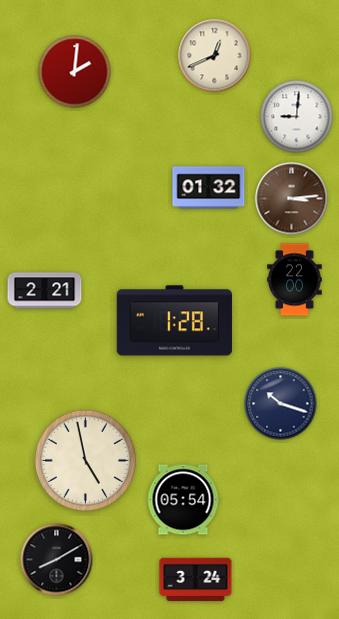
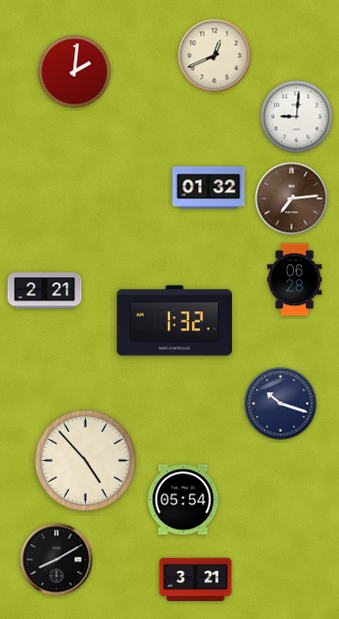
clock at (292, 199): 3:14 -> 7:14
clock at (295, 280): 22:00 -> 06:28
clock at (174, 321): 1:28 -> 1:32
clock at (85, 460): 4:58 -> 4:53
clock at (196, 579): 3:24 -> 3:21
